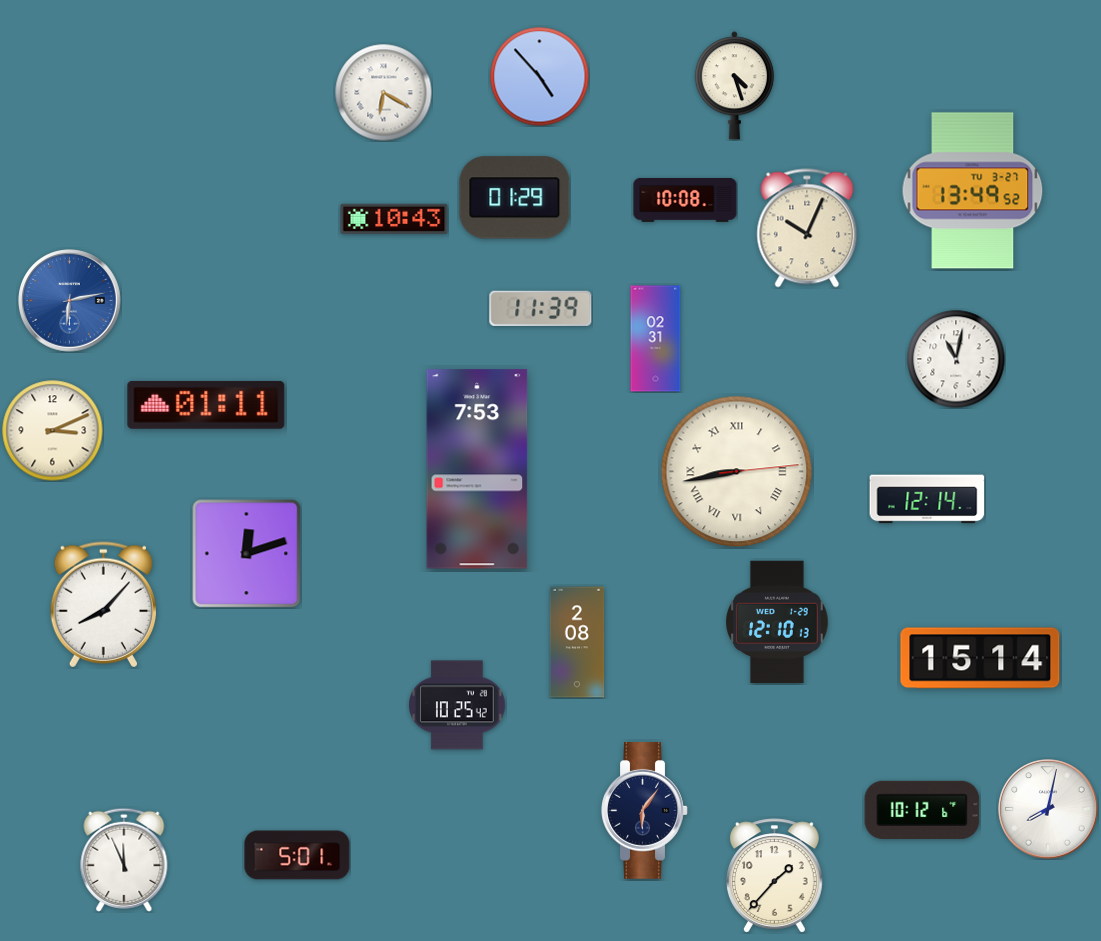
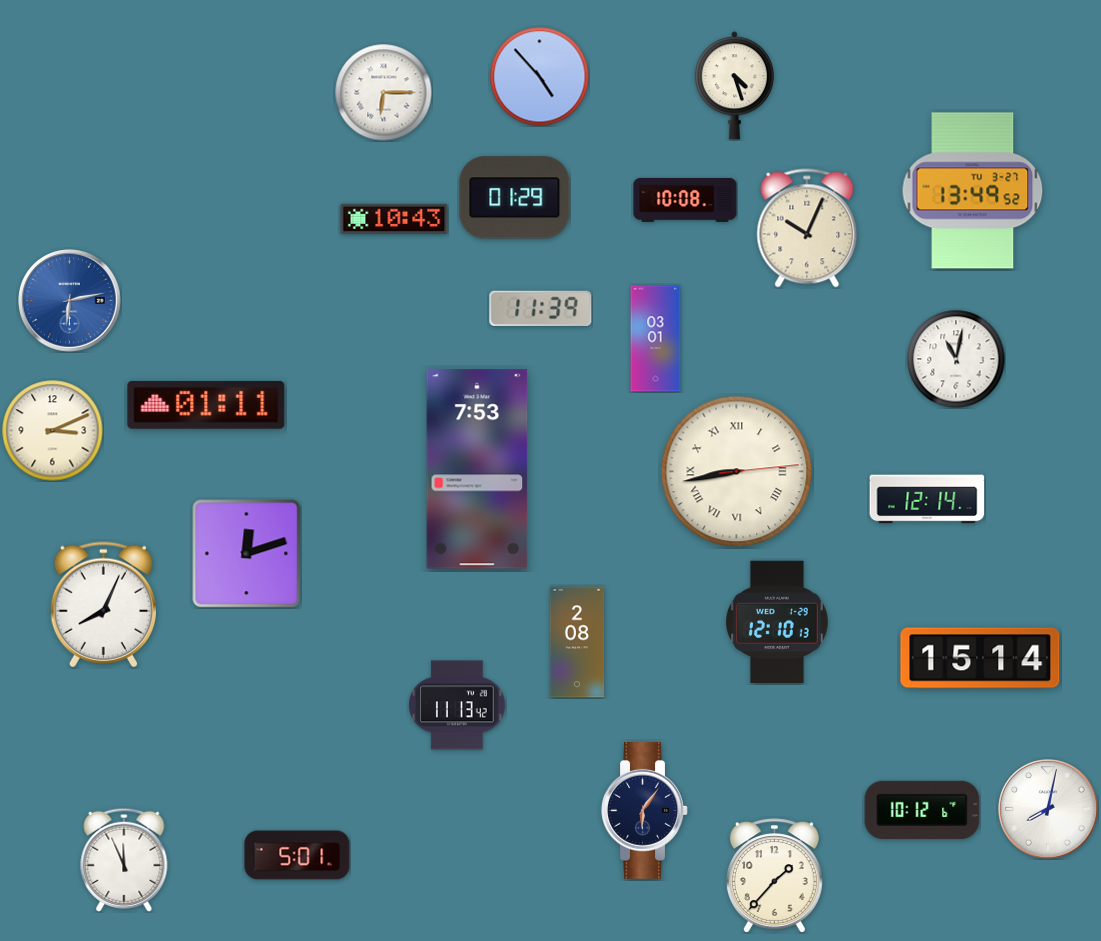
clock at (383, 92): 6:20 -> 6:15
clock at (656, 339): 02:31 -> 03:01
clock at (103, 605): 8:07 -> 8:04
clock at (457, 705): 10:25 -> 11:13
